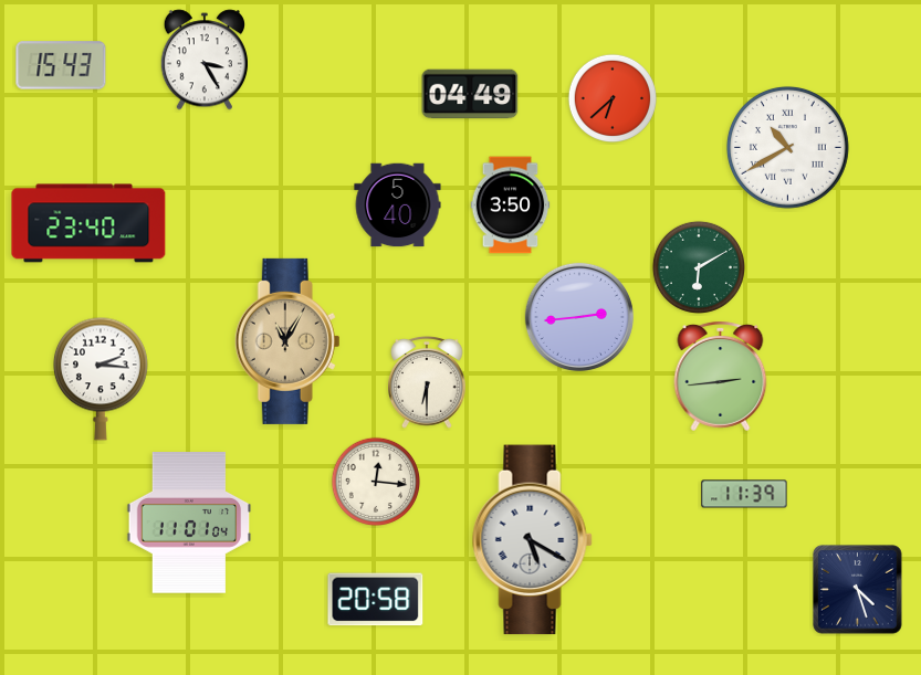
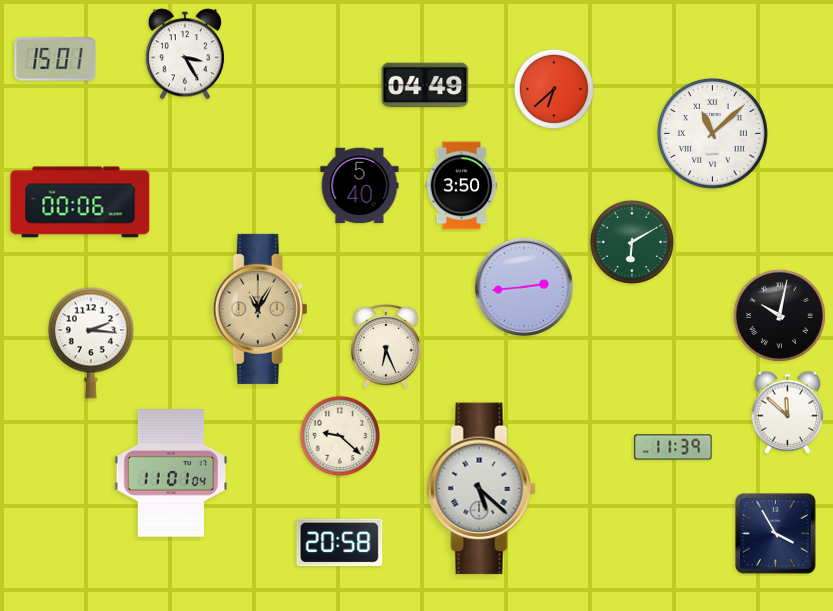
clock at (61, 65): 15:43 -> 15:01
clock at (787, 147): 10:40 -> 11:08
clock at (88, 223): 23:40 -> 00:06
clock at (779, 315): none -> 10:02
clock at (721, 377): 2:44 -> none
clock at (427, 382): 6:30 -> 6:26
clock at (788, 412): none -> 11:52
clock at (375, 481): 12:16 -> 9:22
clock at (533, 540): 5:20 -> 5:22
clock at (858, 590): 4:27 -> 3:55
